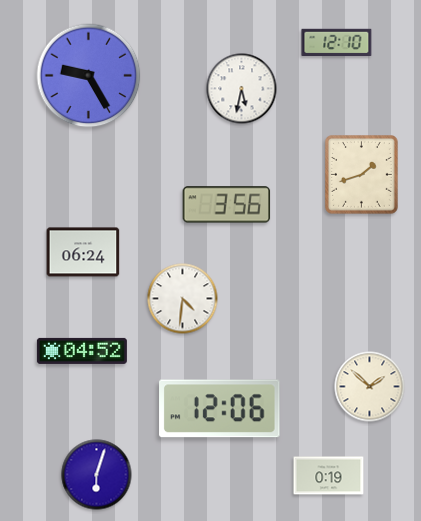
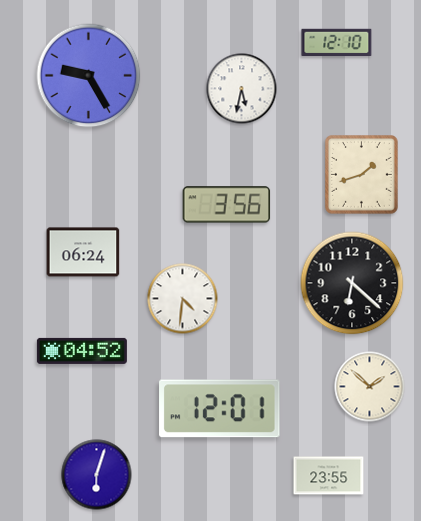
clock at (352, 283): none -> 6:22
clock at (220, 409): 12:06 -> 12:01
clock at (329, 476): 0:19 -> 23:55
